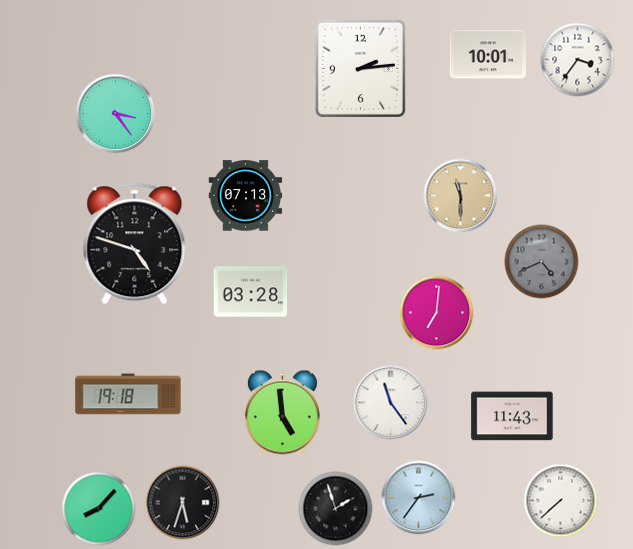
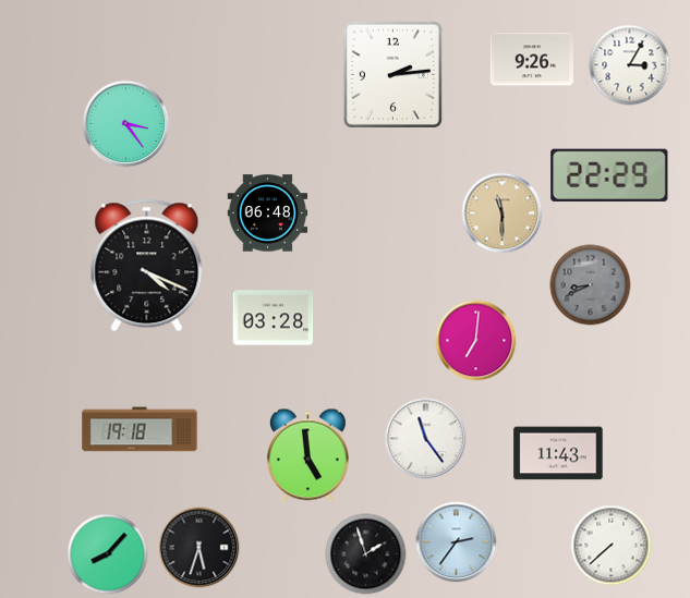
clock at (488, 54): 10:01 -> 9:26
clock at (578, 60): 3:36 -> 3:05
clock at (609, 175): none -> 22:29
clock at (246, 196): 07:13 -> 06:48
clock at (135, 244): 4:48 -> 4:19
clock at (542, 262): 4:41 -> 8:41
clock at (282, 414) position: (282, 414) -> (307, 456)
